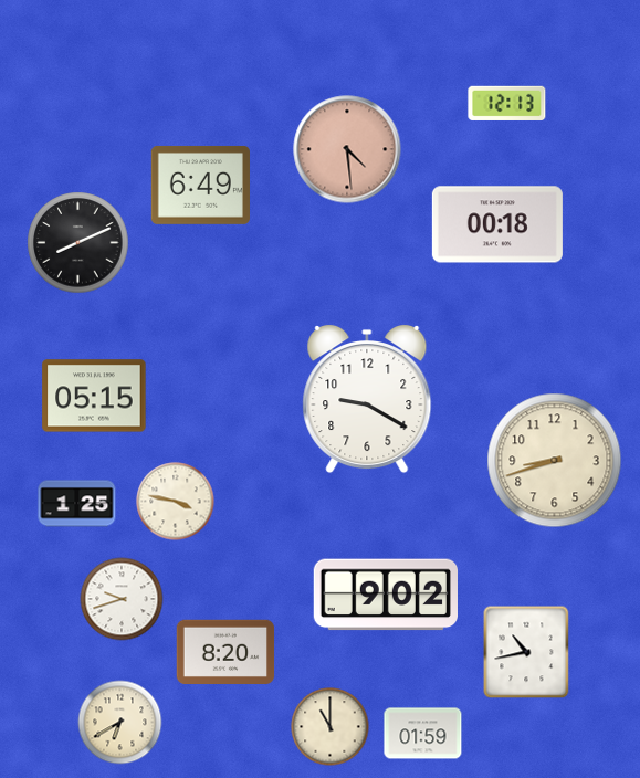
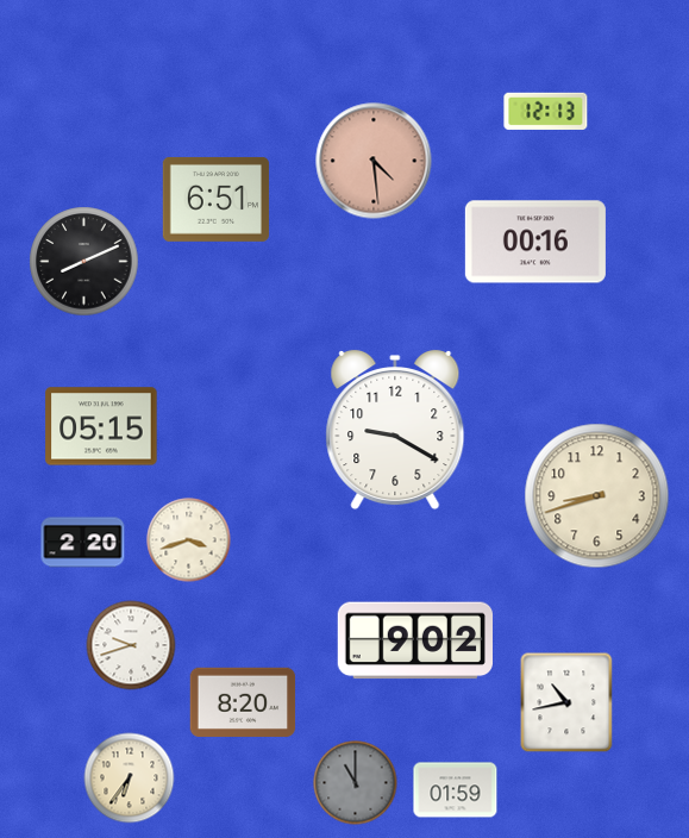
clock at (200, 185): 6:49 -> 6:51
clock at (497, 224): 00:18 -> 00:16
clock at (176, 502): 3:47 -> 3:42
clock at (77, 504): 1:25 -> 2:20
clock at (120, 723): 6:40 -> 6:36
clock at (331, 727) dial: cream -> grey
